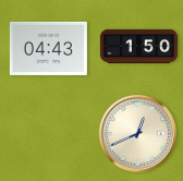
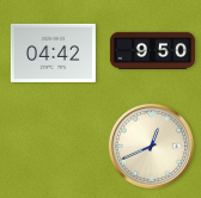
clock at (138, 46): 1:50 -> 9:50
clock at (48, 48): 04:43 -> 04:42
